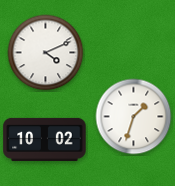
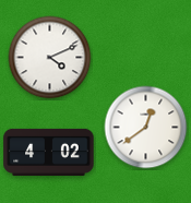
clock at (134, 117): 1:33 -> 12:39
clock at (45, 139): 10:02 -> 4:02
